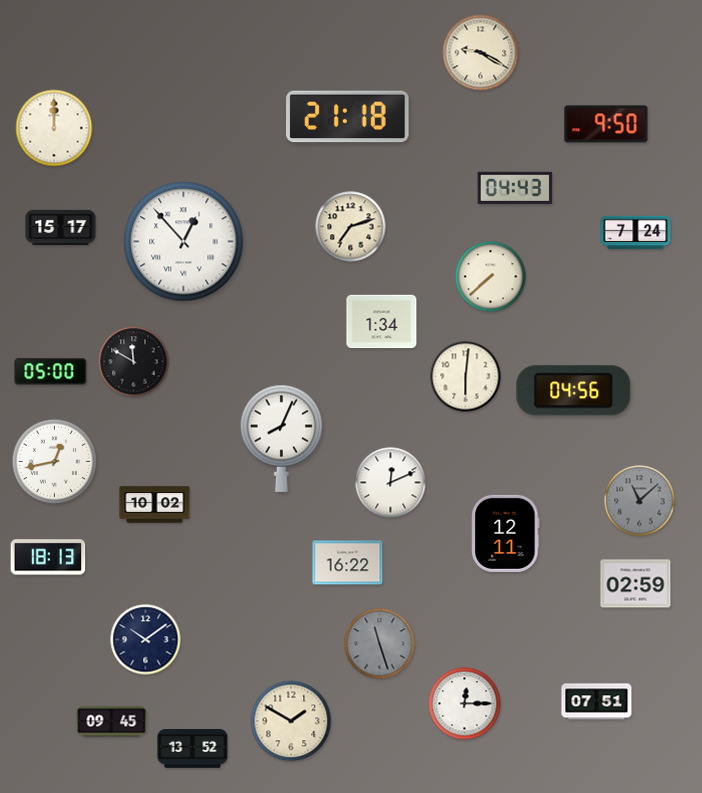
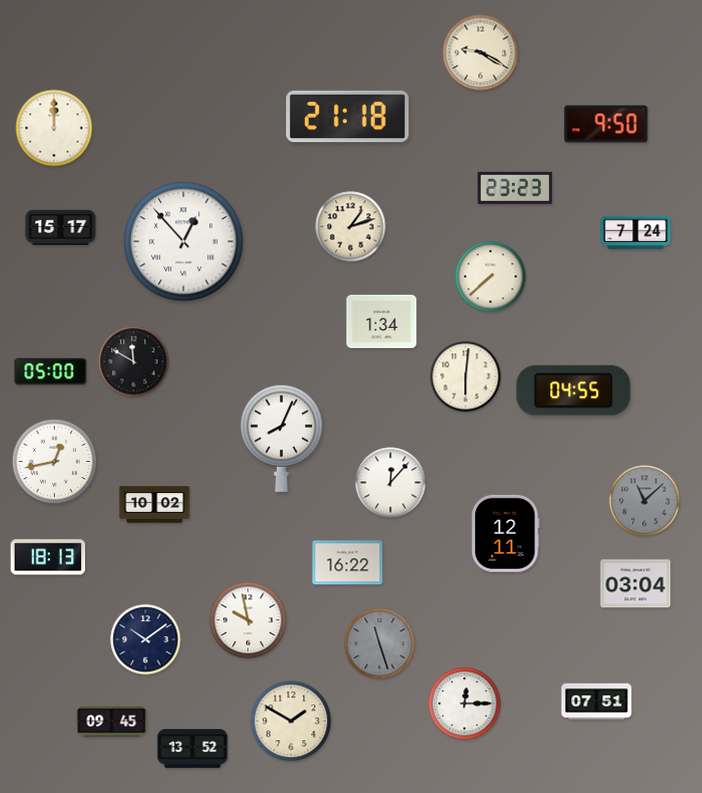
clock at (515, 188): 04:43 -> 23:23
clock at (351, 227): 7:12 -> 1:12
clock at (574, 391): 04:56 -> 04:55
clock at (391, 483): 12:11 -> 12:07
clock at (640, 501) position: (640, 501) -> (645, 501)
clock at (636, 584): 02:59 -> 03:04
clock at (248, 620): none -> 9:58
